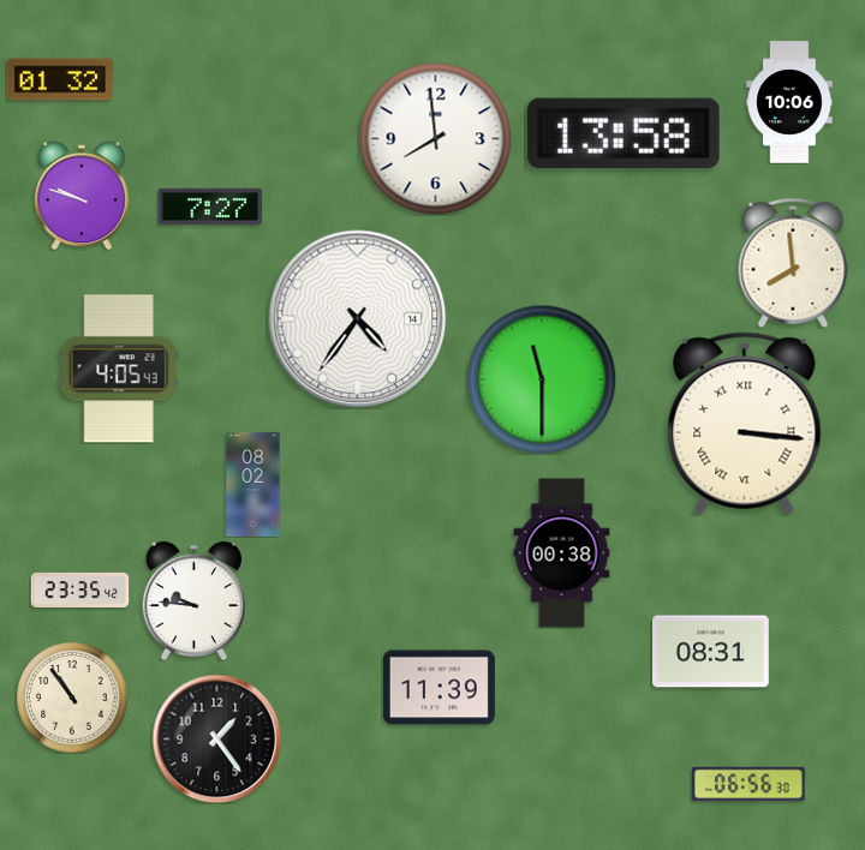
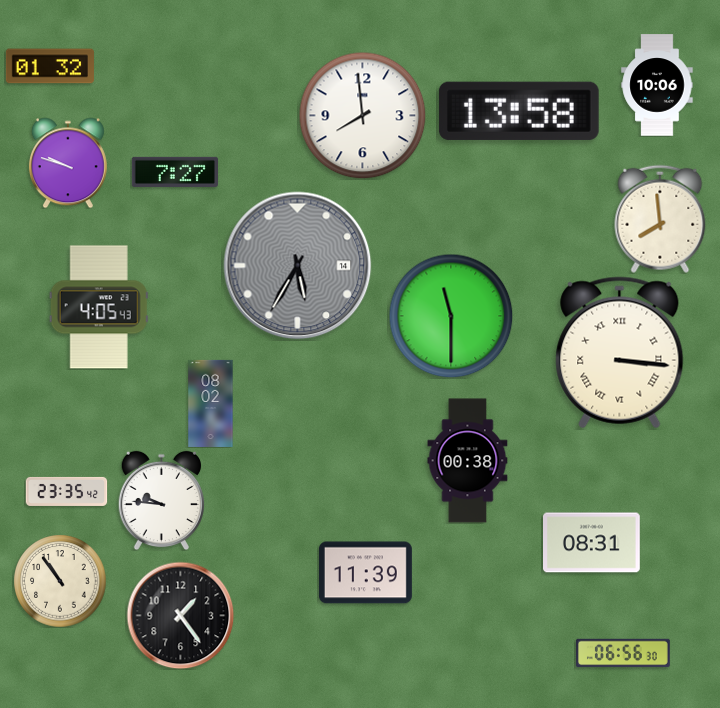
clock at (358, 319): 4:36 -> 5:35
clock at (358, 319) dial: white -> grey
